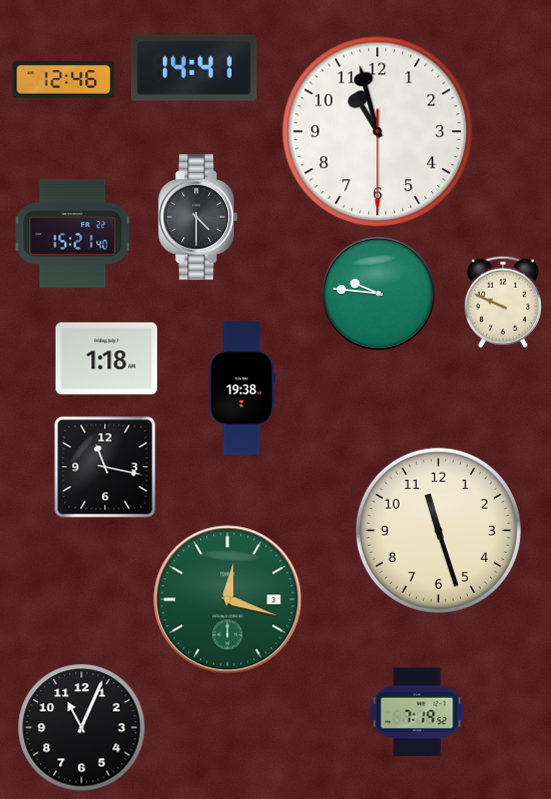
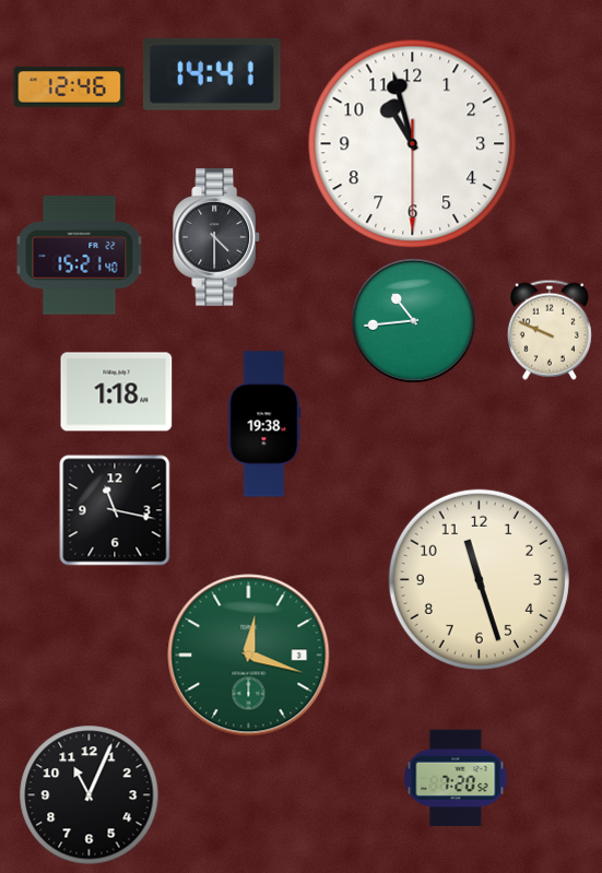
clock at (379, 294): 9:46 -> 10:44
clock at (417, 712): 7:19 -> 7:20
